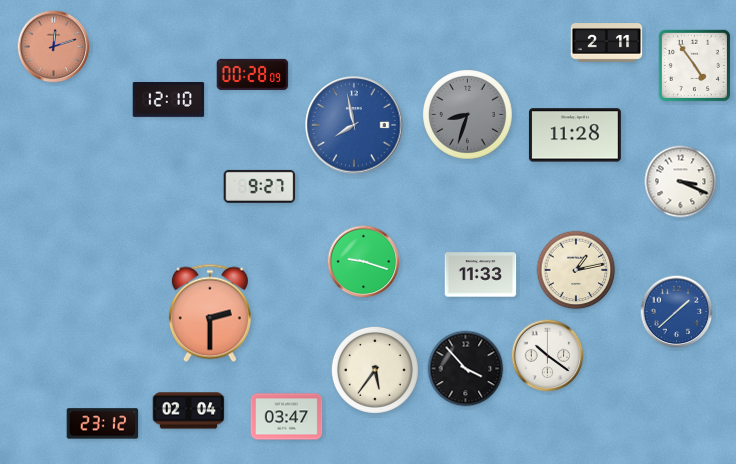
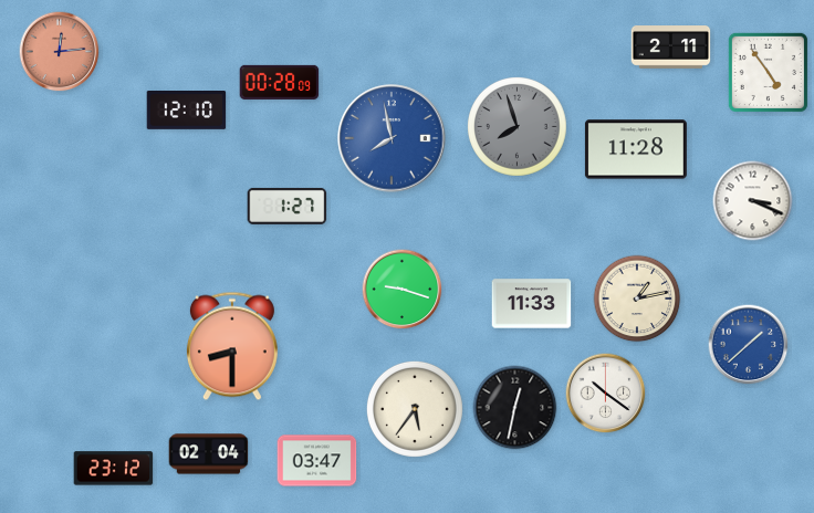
clock at (54, 47): 12:12 -> 12:14
clock at (468, 115): 8:33 -> 7:57
clock at (260, 186): 9:27 -> 1:27
clock at (210, 313): 2:30 -> 8:30
clock at (466, 369): 3:53 -> 12:32
